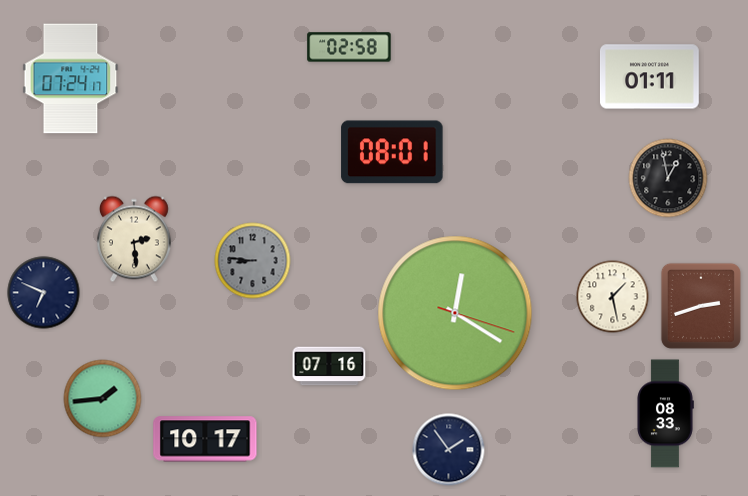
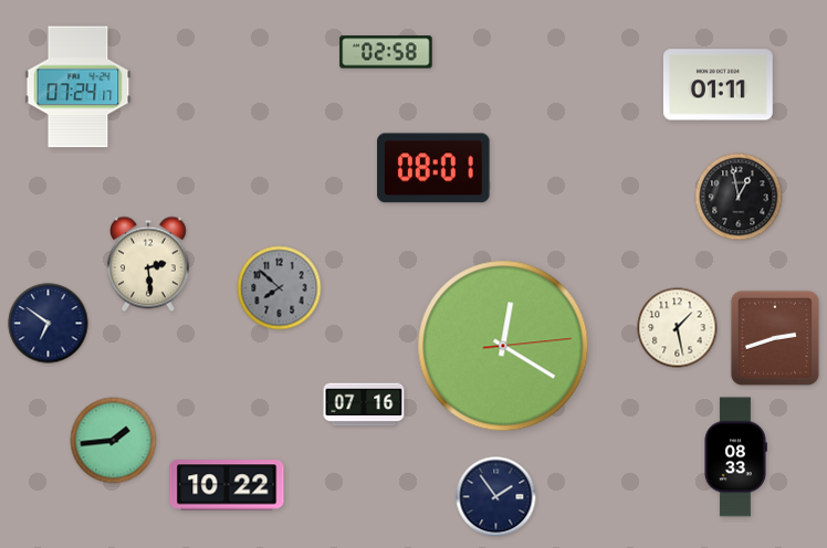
clock at (253, 261): 8:46 -> 7:52
clock at (44, 293): 6:49 -> 6:51
clock at (455, 313): 12:20:18 -> 12:20:14
clock at (205, 439): 10:17 -> 10:22
